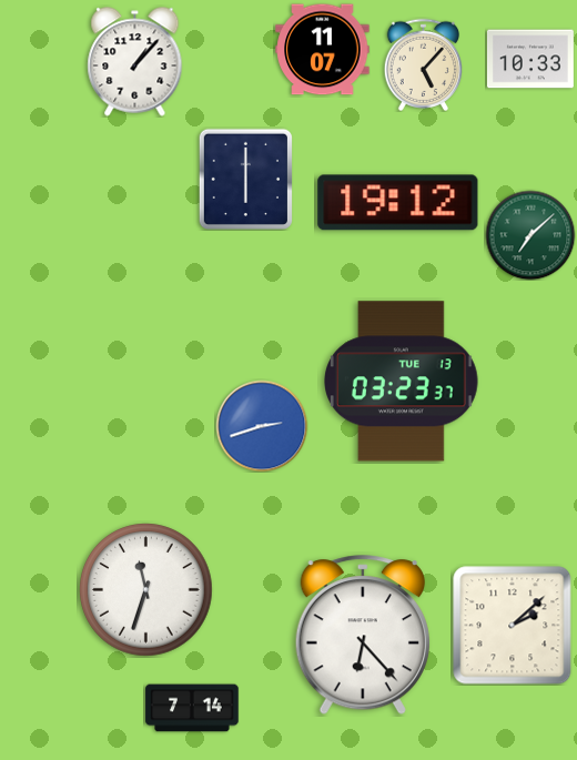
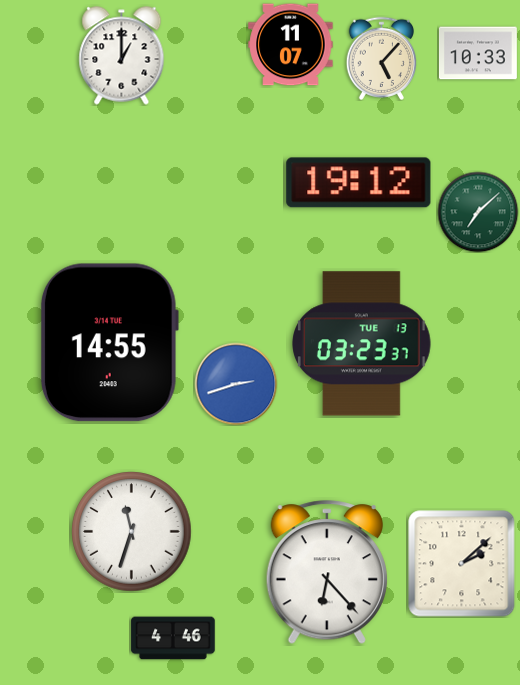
clock at (135, 62): 1:07 -> 1:00
clock at (245, 179): 6:00 -> none
clock at (109, 343): none -> 14:55
clock at (192, 708): 7:14 -> 4:46
